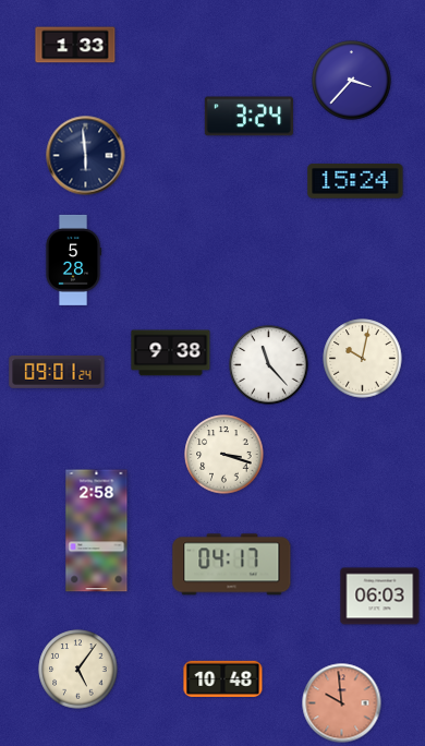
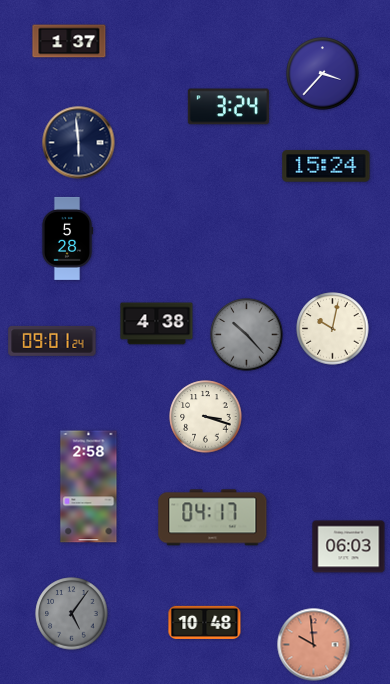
clock at (75, 45): 1:33 -> 1:37
clock at (171, 353): 9:38 -> 4:38
clock at (269, 365): 11:23 -> 10:23
clock at (269, 365) dial: white -> grey
clock at (78, 670) dial: cream -> grey
